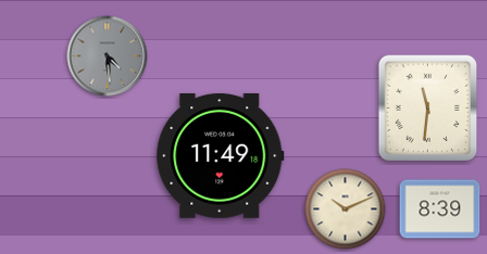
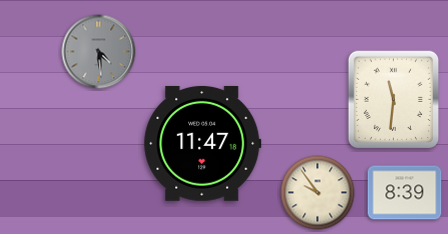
clock at (221, 155): 11:49 -> 11:47
clock at (346, 209): 10:11 -> 9:54
